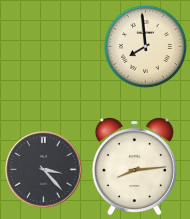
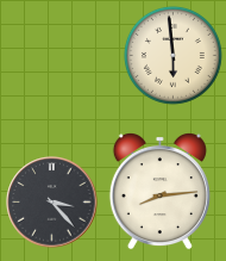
clock at (145, 46): 7:59 -> 5:59
clock at (134, 167) position: (134, 167) -> (159, 192)
